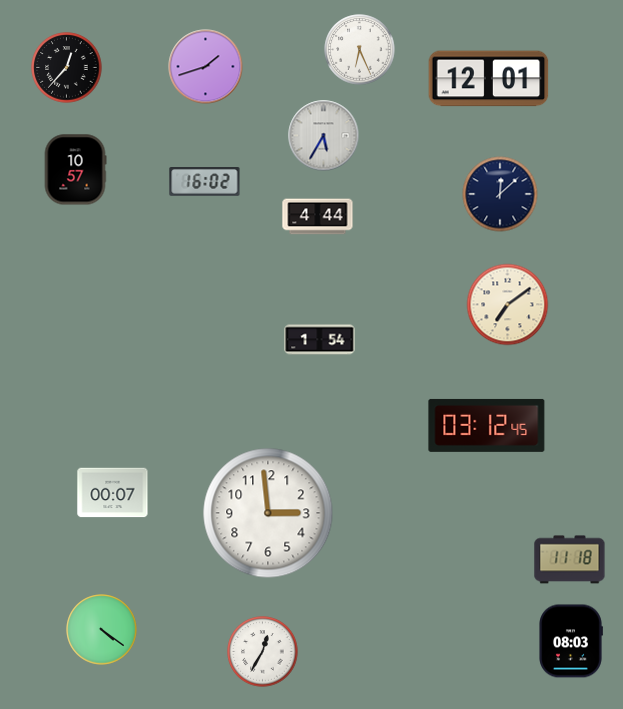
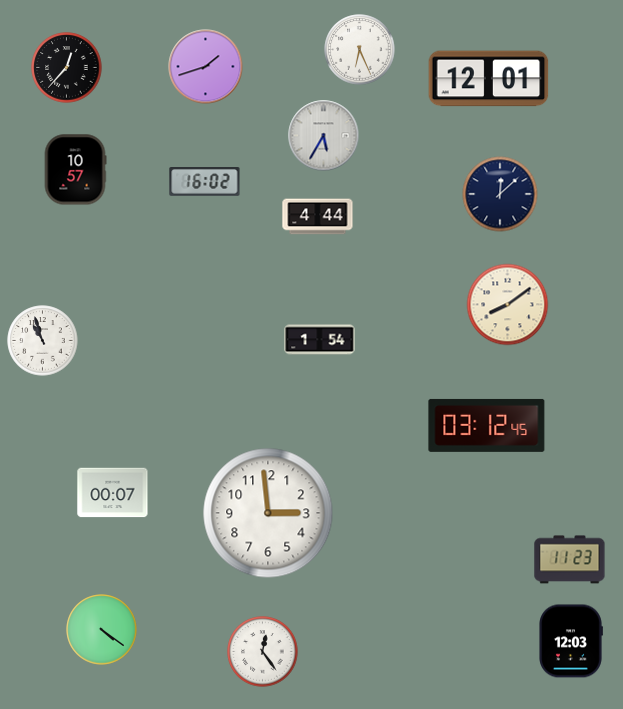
clock at (508, 305): 7:09 -> 8:09
clock at (43, 341): none -> 10:57
clock at (570, 560): 11:18 -> 11:23
clock at (571, 641): 08:03 -> 12:03
clock at (263, 652): 12:35 -> 12:24
